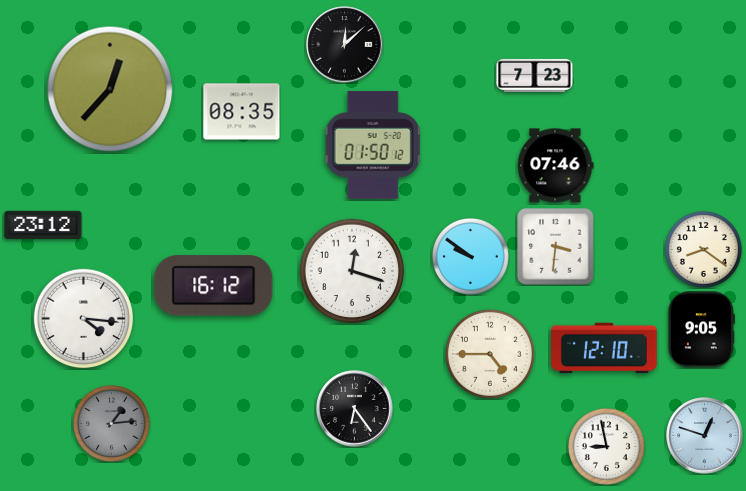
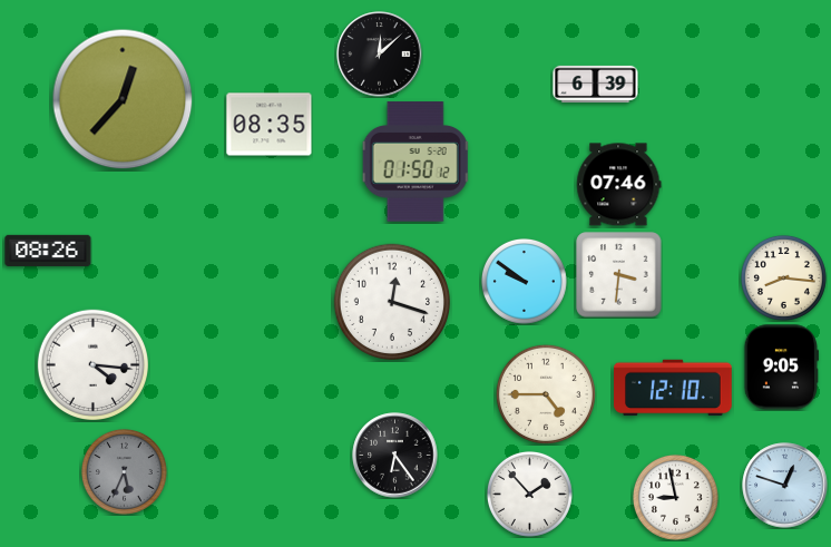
clock at (345, 45) position: (345, 45) -> (380, 55)
clock at (535, 75): 7:23 -> 6:39
clock at (43, 225): 23:12 -> 08:26
clock at (703, 249): 8:21 -> 8:16
clock at (470, 256) position: (470, 256) -> (524, 281)
clock at (214, 286): 16:12 -> none
clock at (83, 318) position: (83, 318) -> (92, 364)
clock at (111, 423): 1:14 -> 5:34
clock at (529, 494): none -> 1:53
